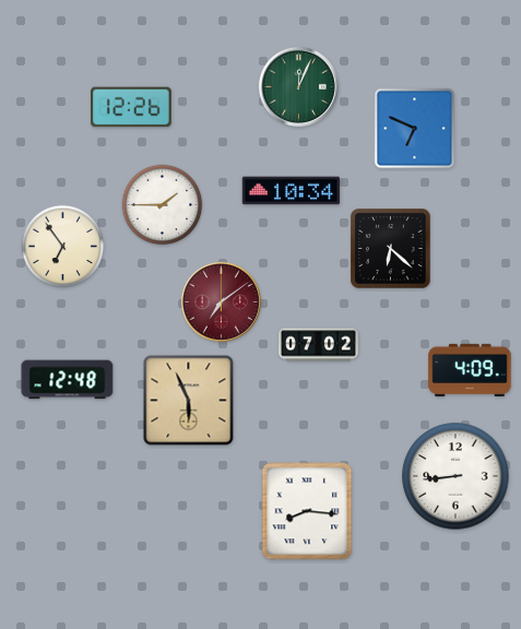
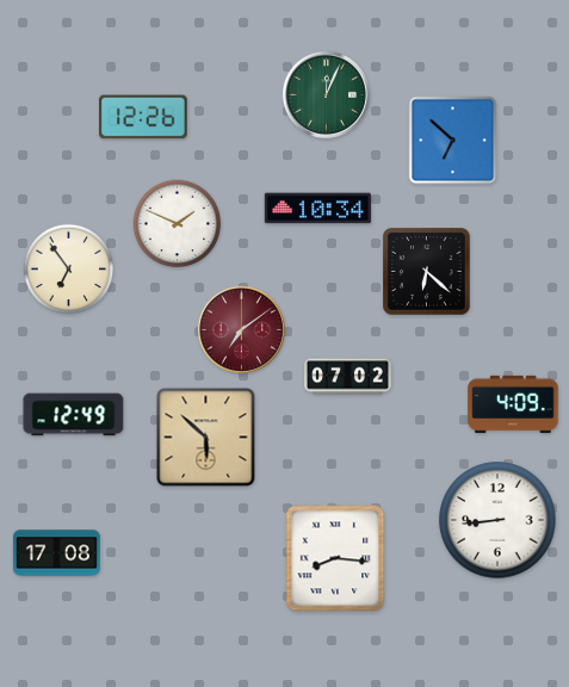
clock at (415, 129): 6:49 -> 6:52
clock at (163, 205): 1:45 -> 1:49
clock at (68, 380): 12:48 -> 12:49
clock at (189, 401): 5:56 -> 5:52
clock at (56, 553): none -> 17:08
